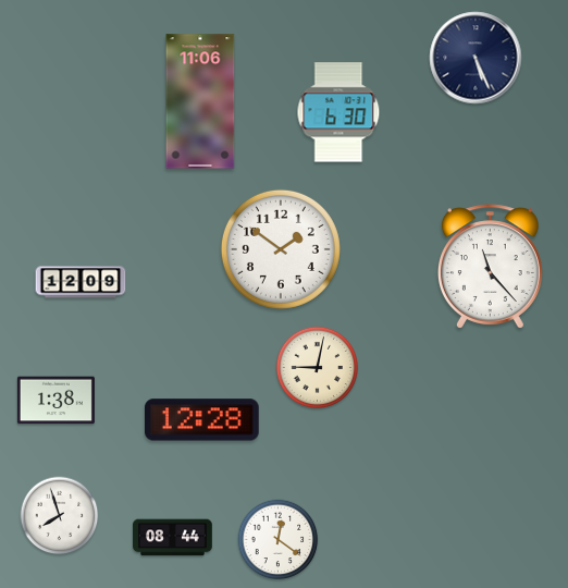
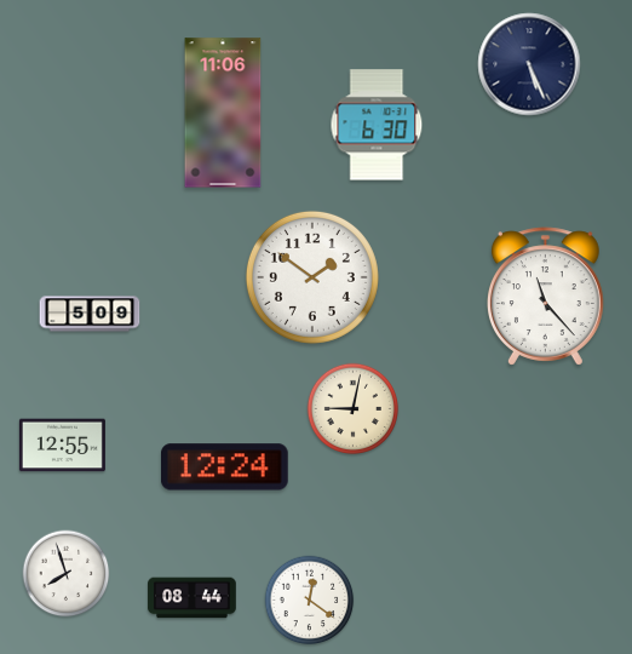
clock at (81, 282): 12:09 -> 5:09
clock at (55, 401): 1:38 -> 12:55
clock at (202, 420): 12:28 -> 12:24
